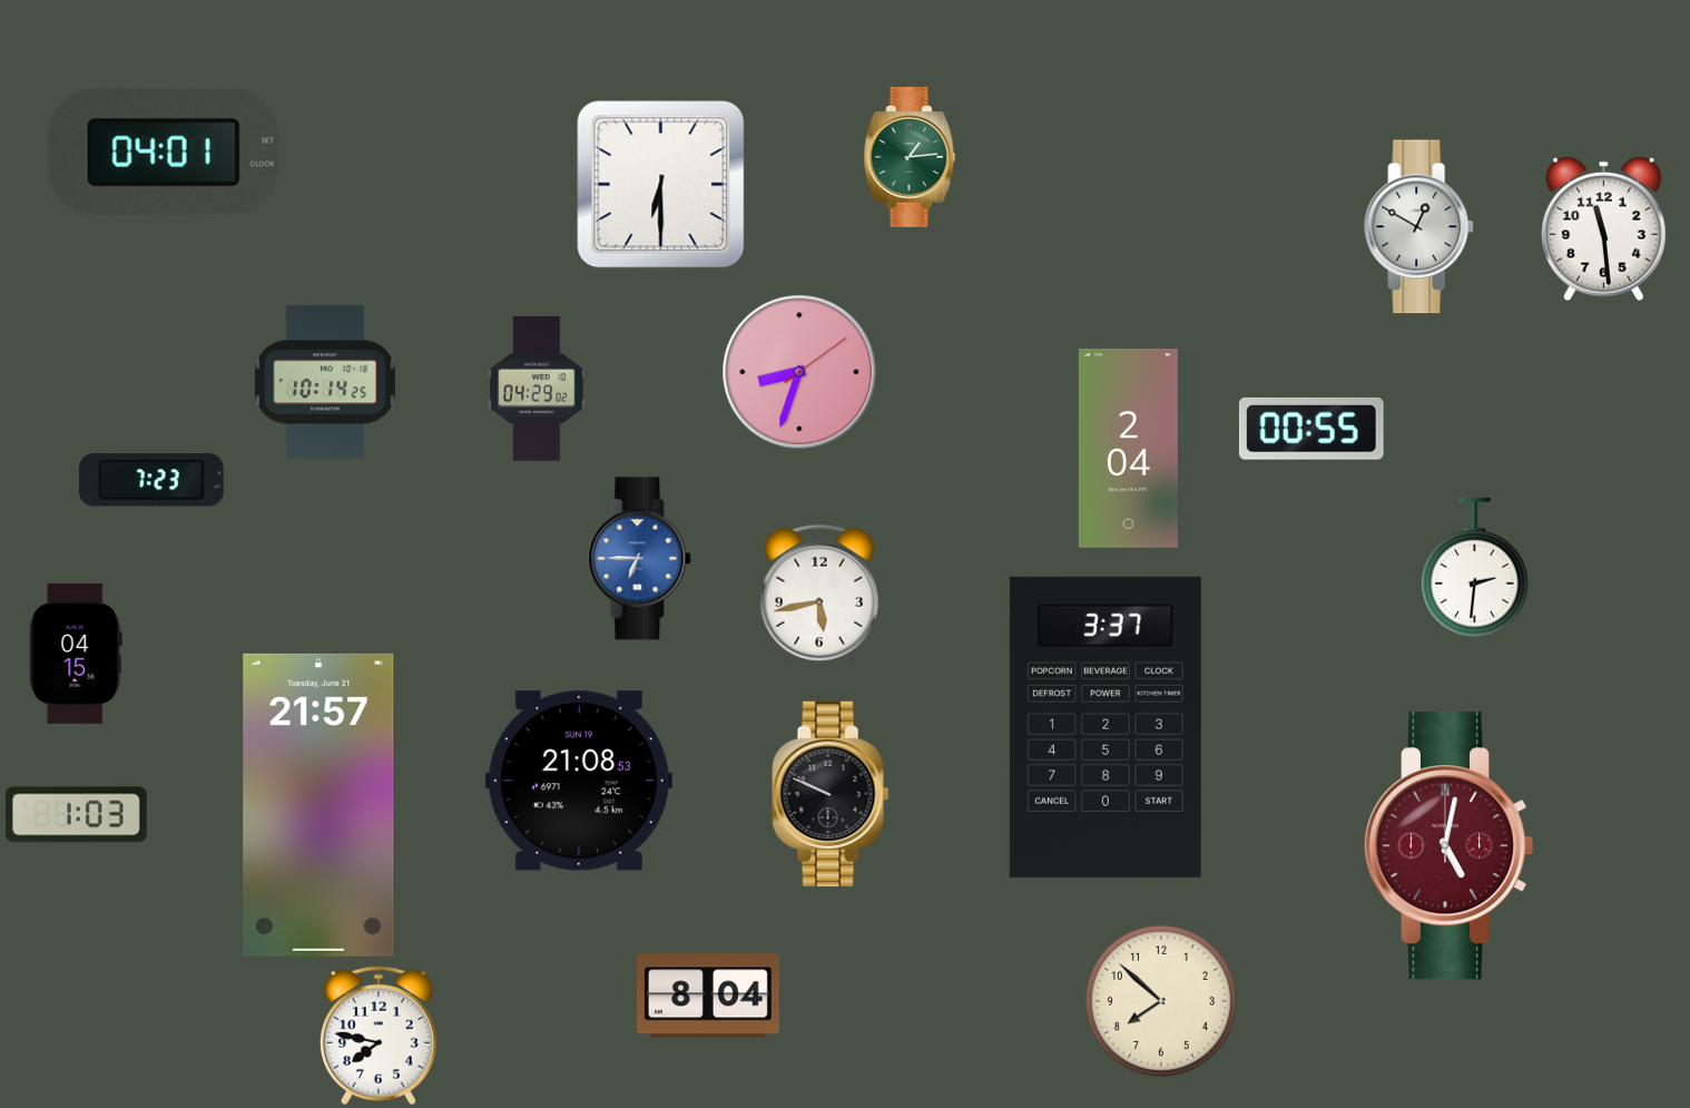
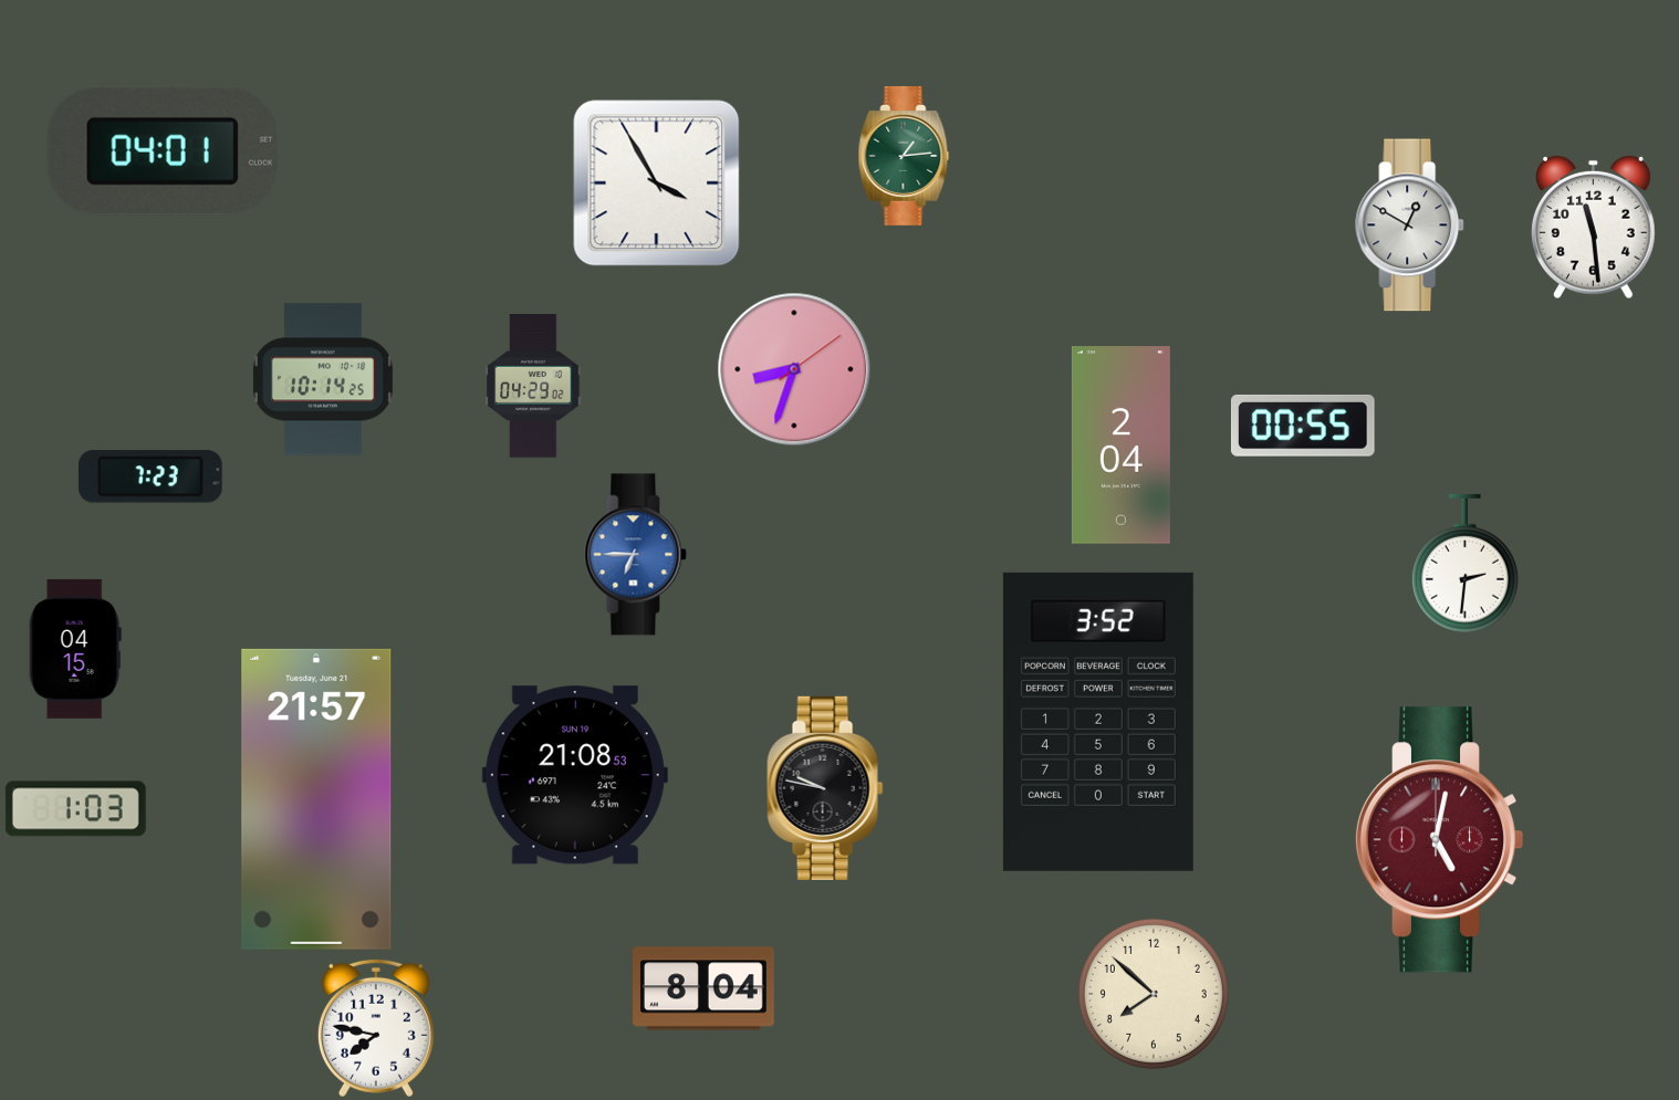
clock at (661, 185): 6:30 -> 3:55
clock at (819, 595): 5:43 -> none
clock at (1106, 727): 3:37 -> 3:52
clock at (831, 794): 9:49 -> 9:47
